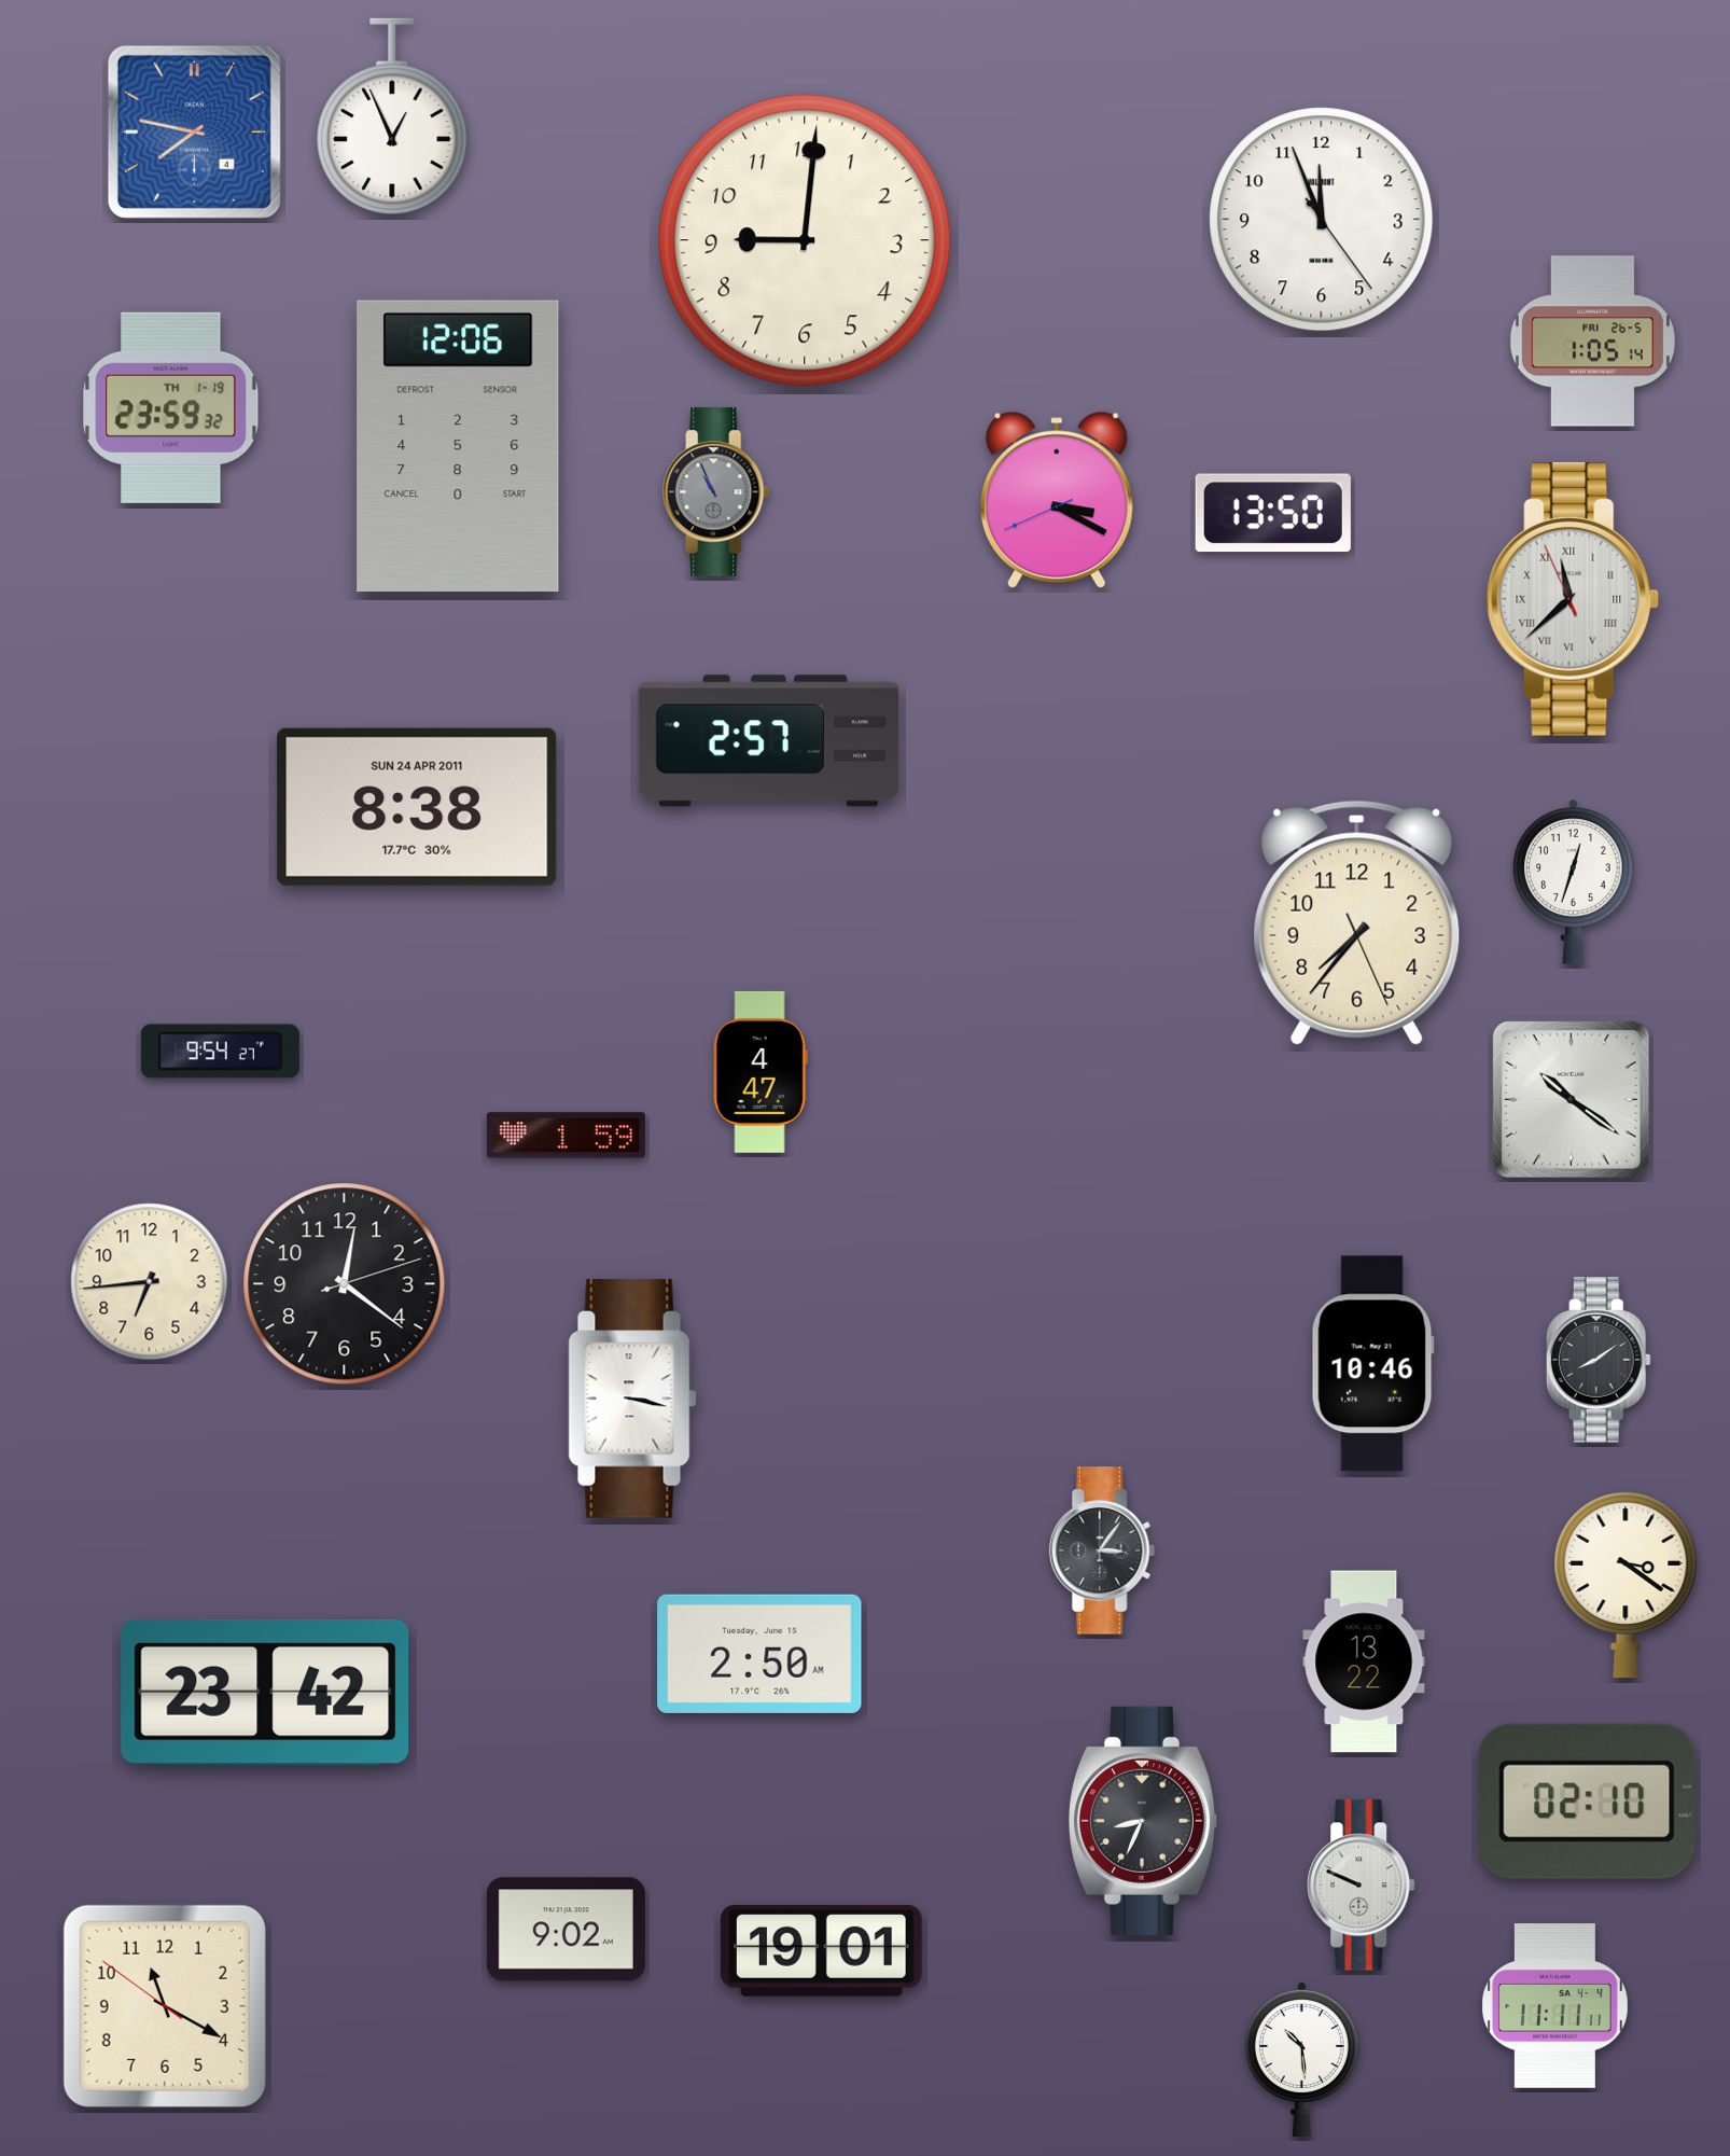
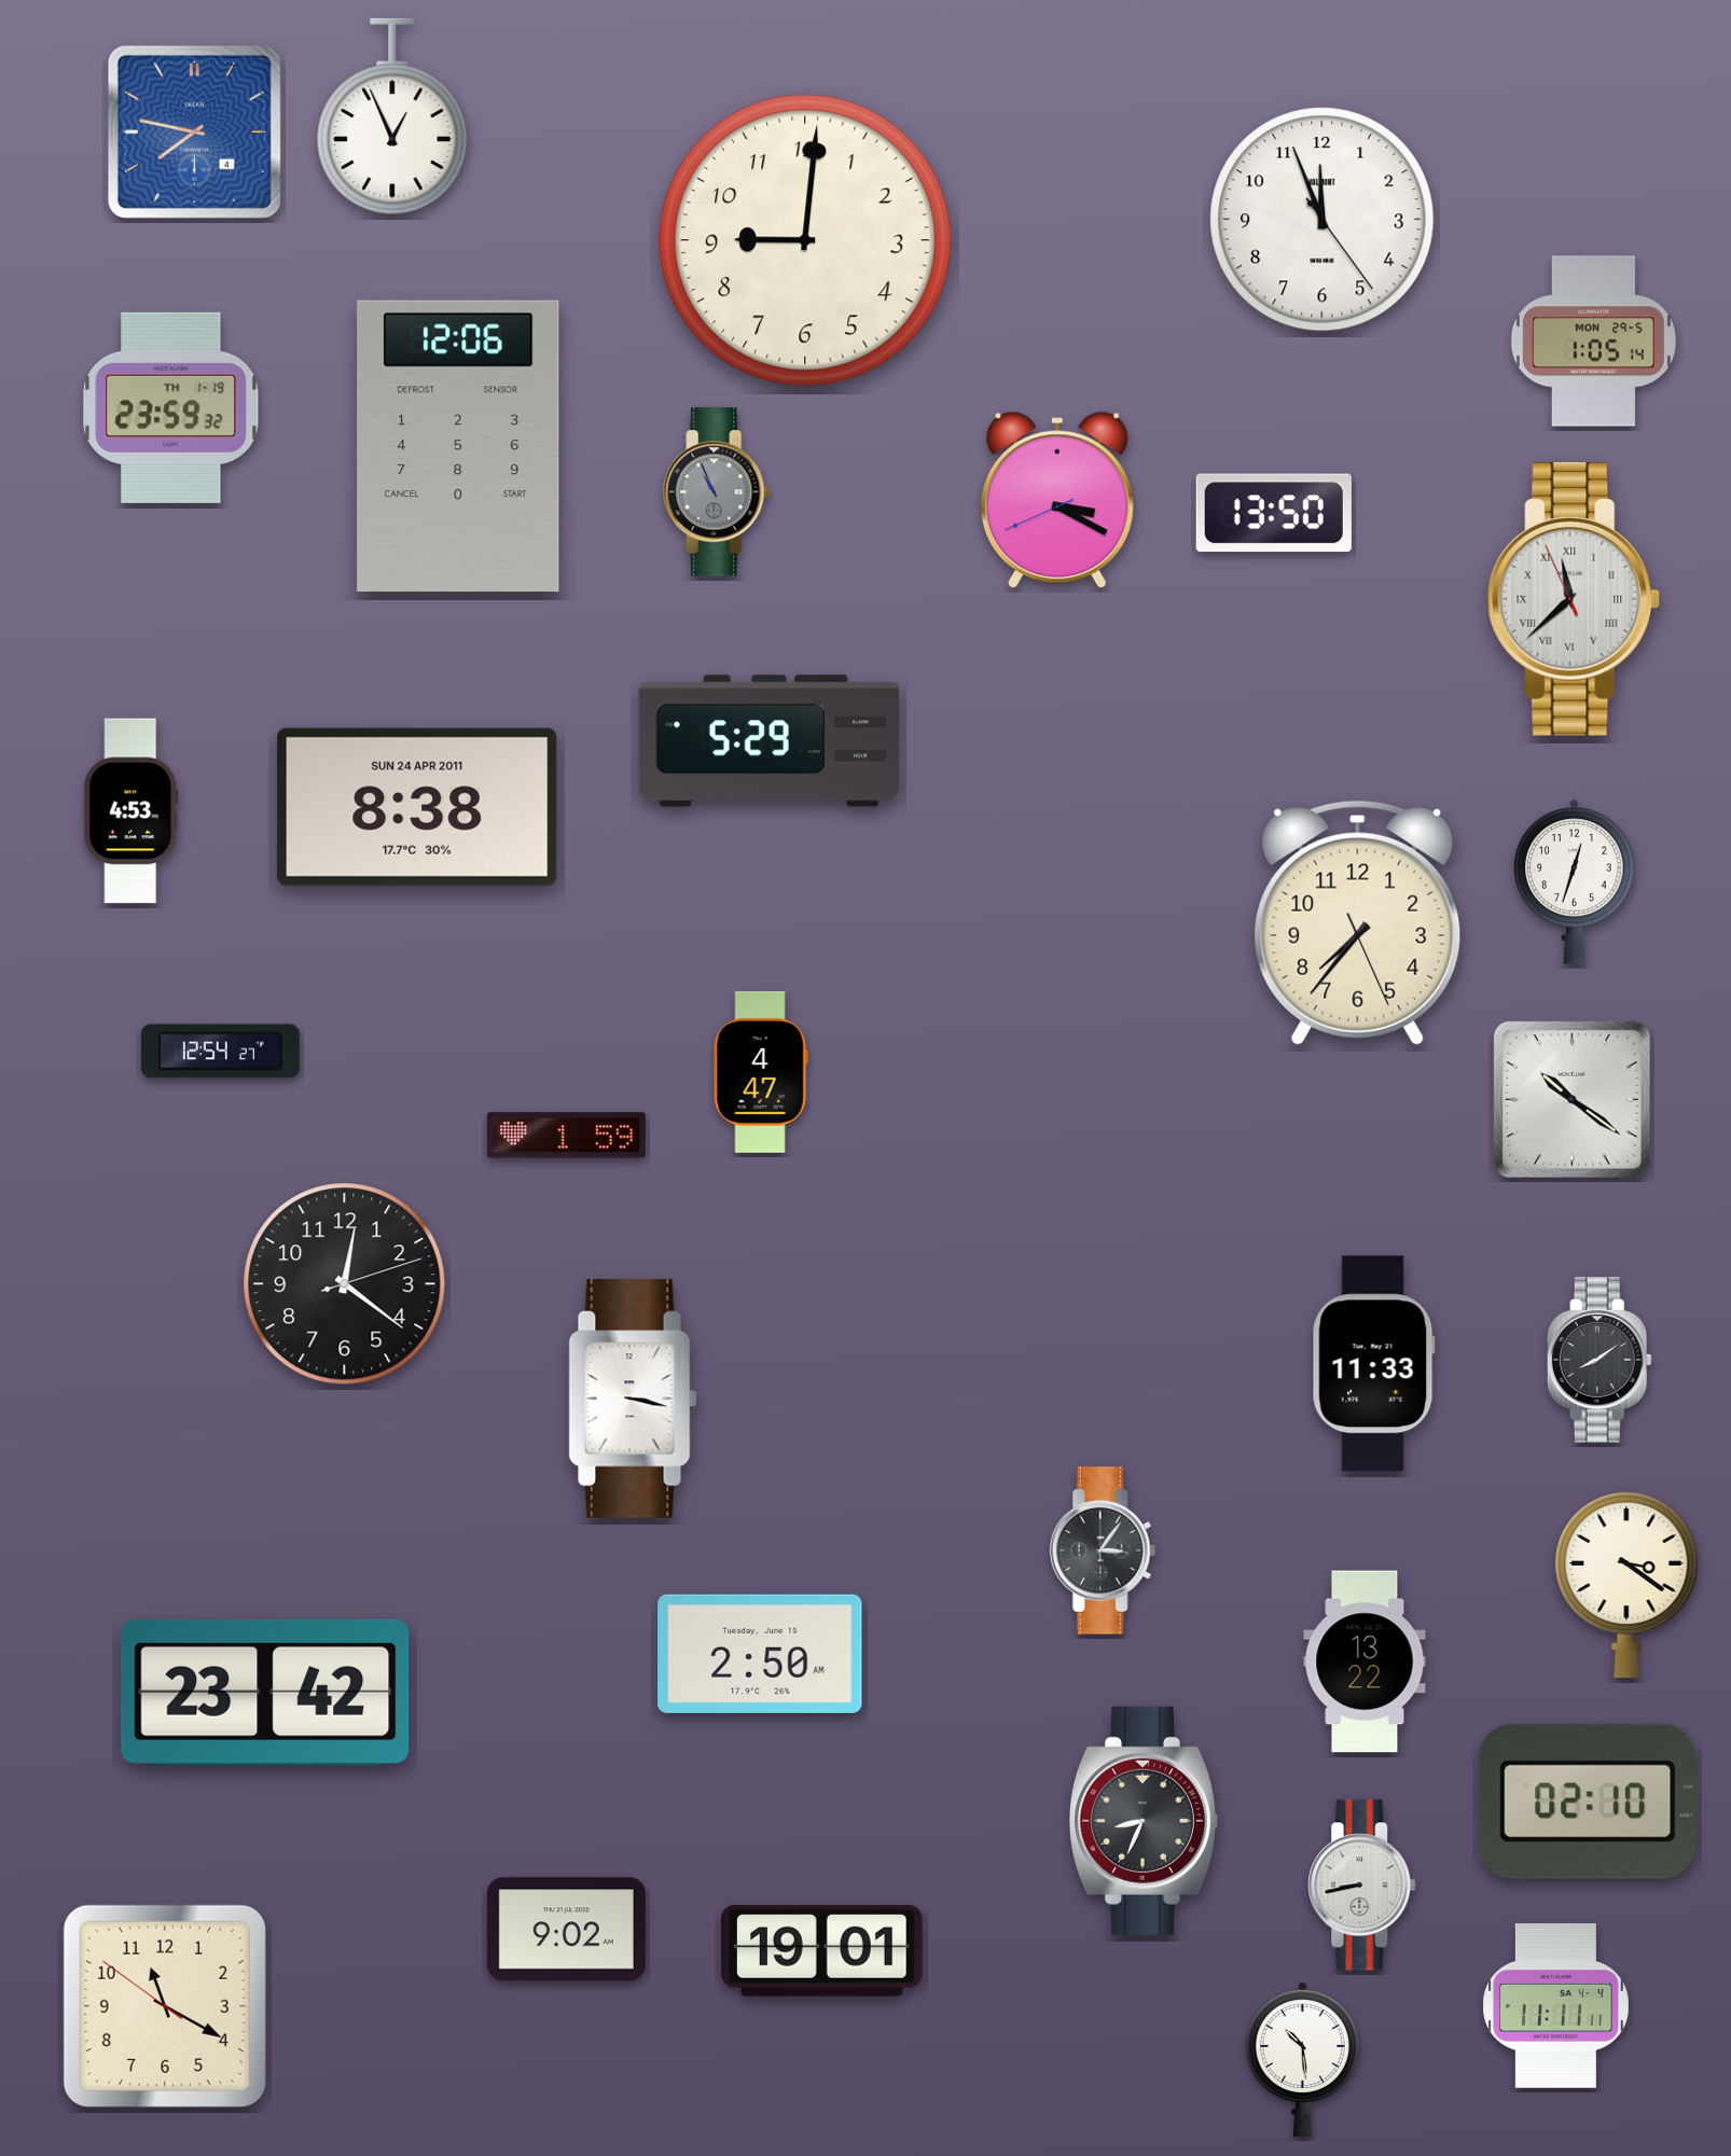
clock at (1592, 342) date: FRI 26-5 -> MON 29-5
clock at (768, 741): 2:57 -> 5:29
clock at (131, 811): none -> 4:53
clock at (220, 1052): 9:54 -> 12:54
clock at (150, 1282): 6:44 -> none
clock at (1372, 1364): 10:46 -> 11:33
clock at (1362, 1886): 9:49 -> 8:43
